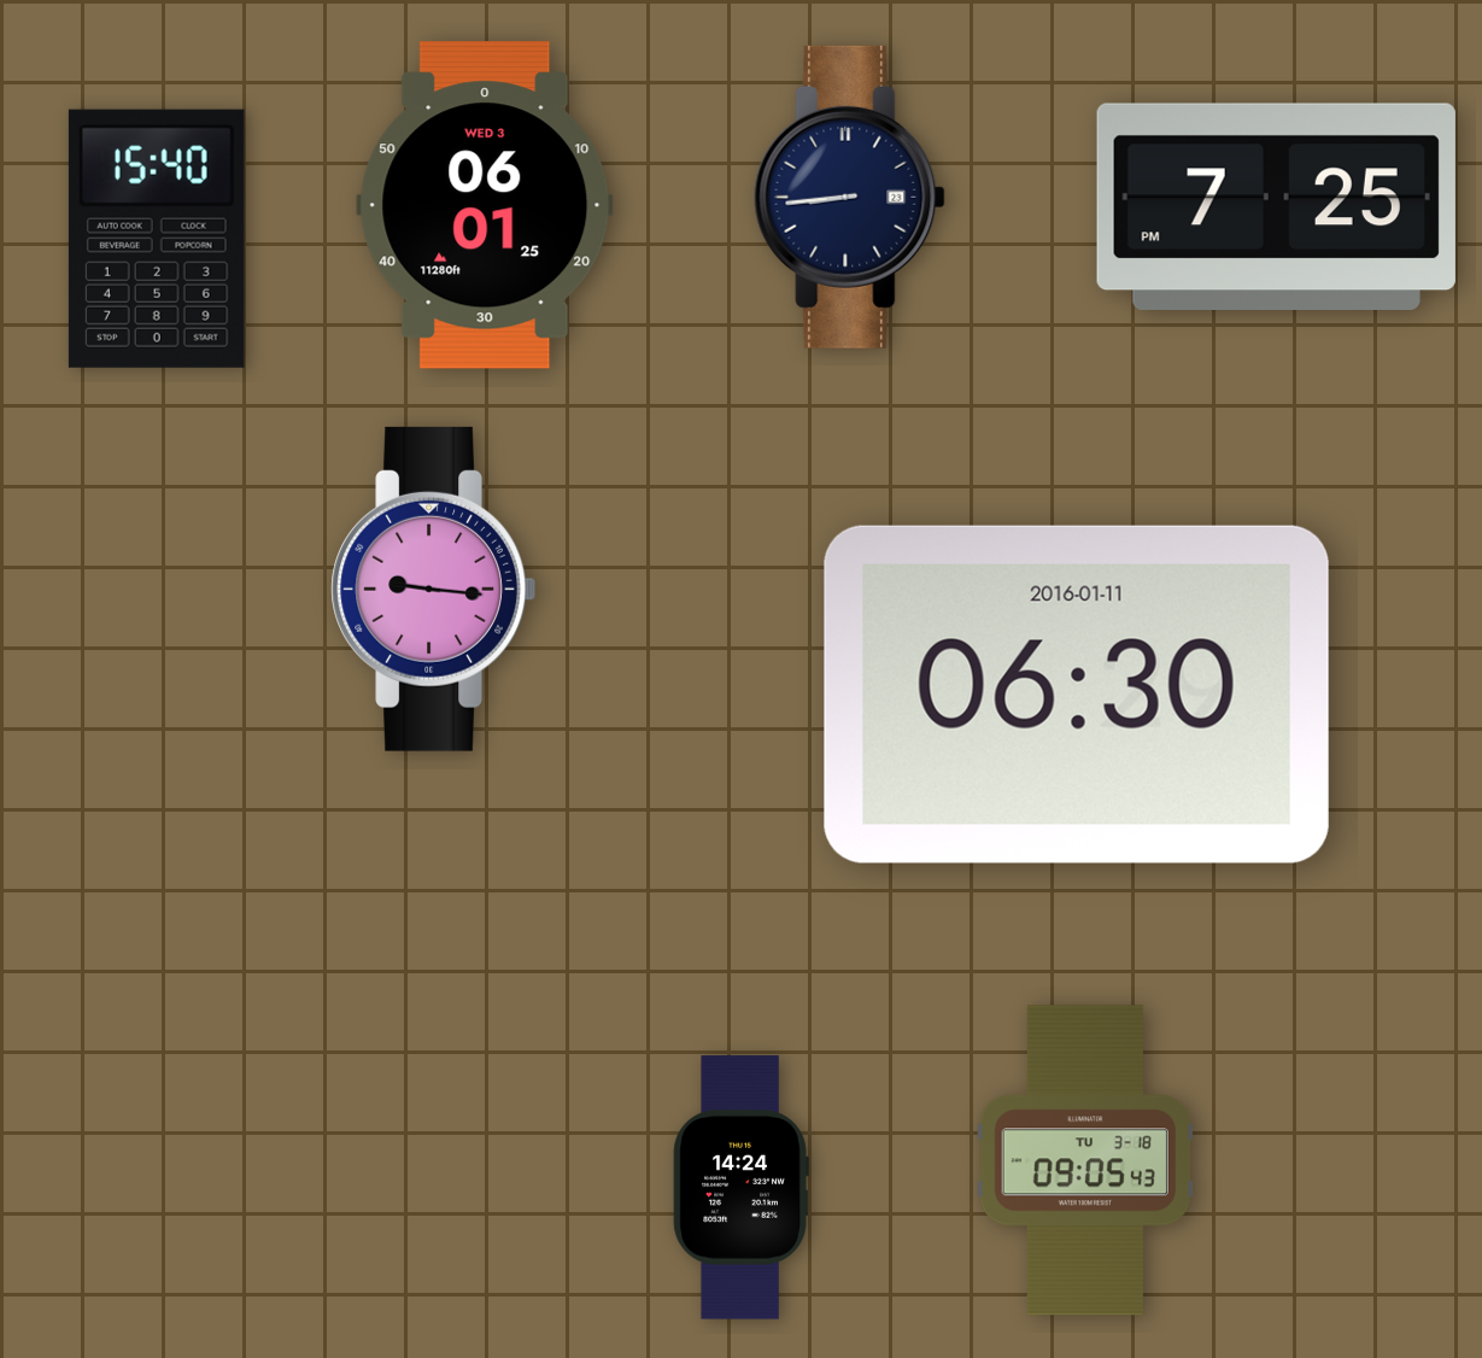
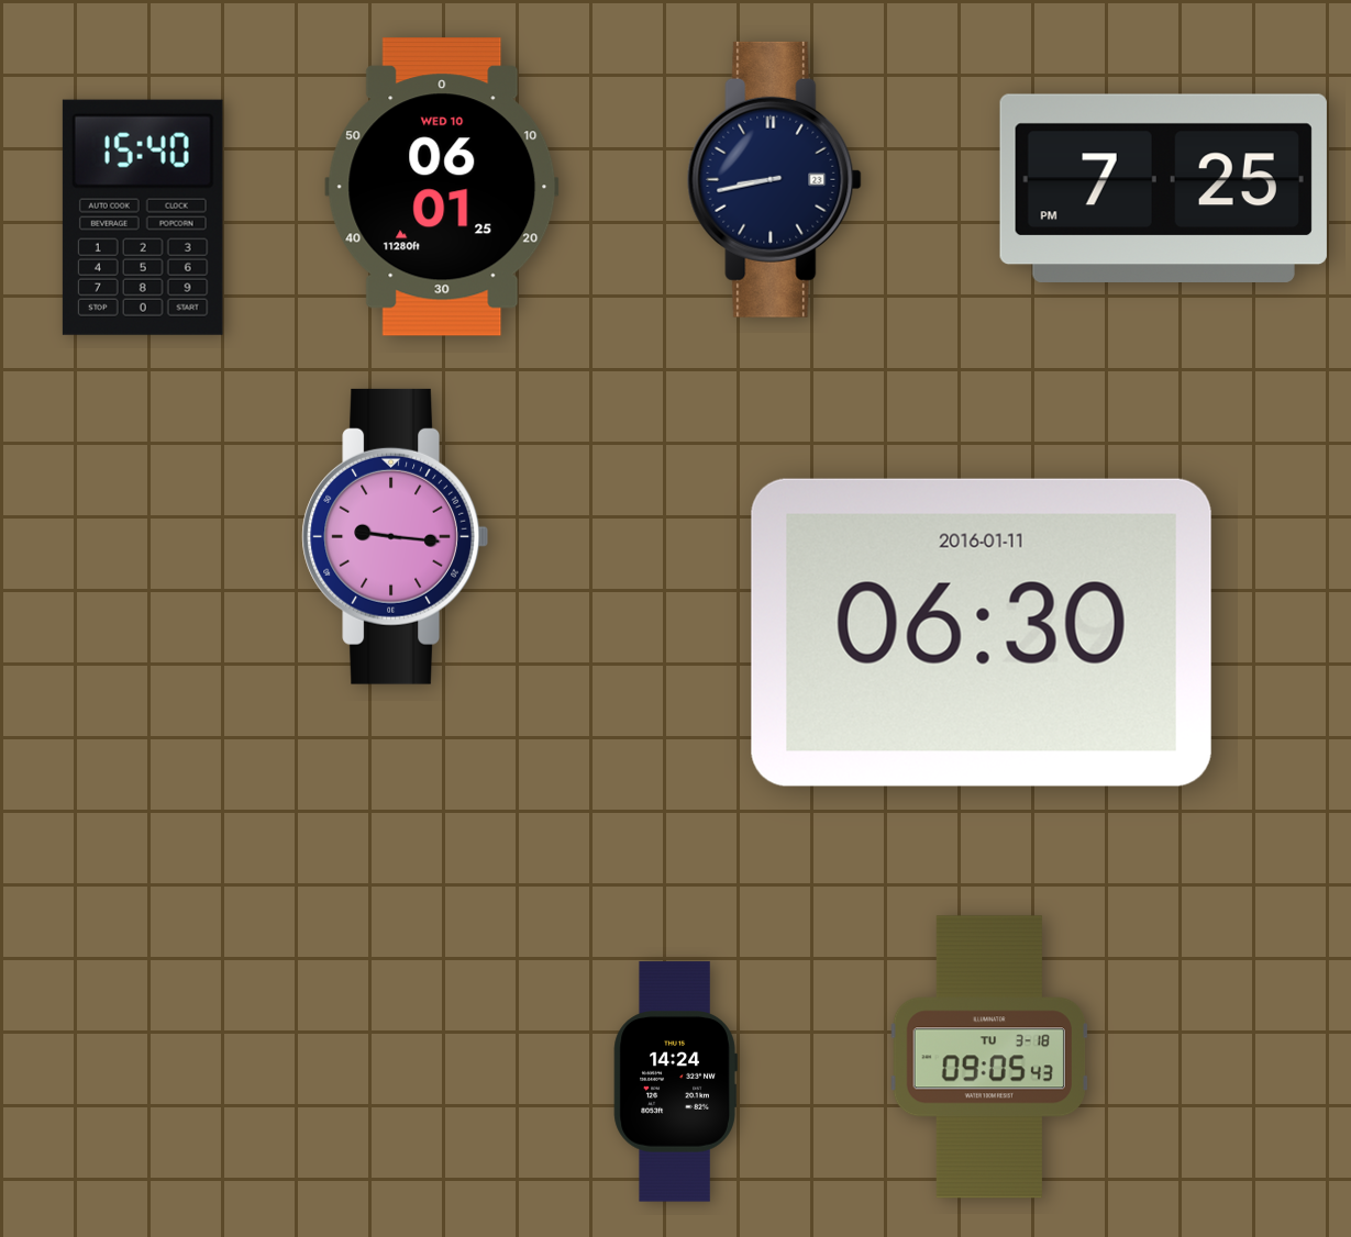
clock at (850, 197): 8:44 -> 8:43
clock at (485, 205) date: WED 3 -> WED 10
